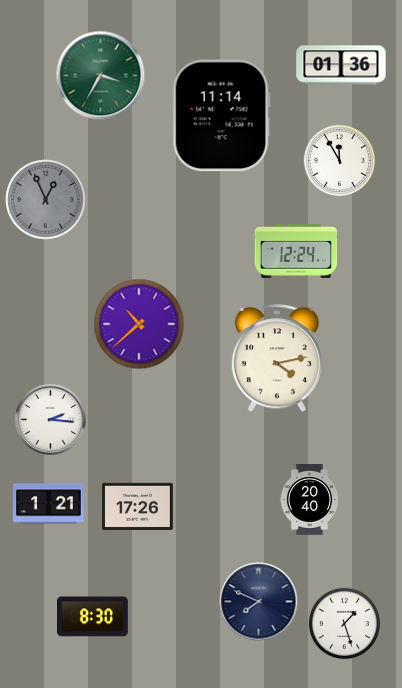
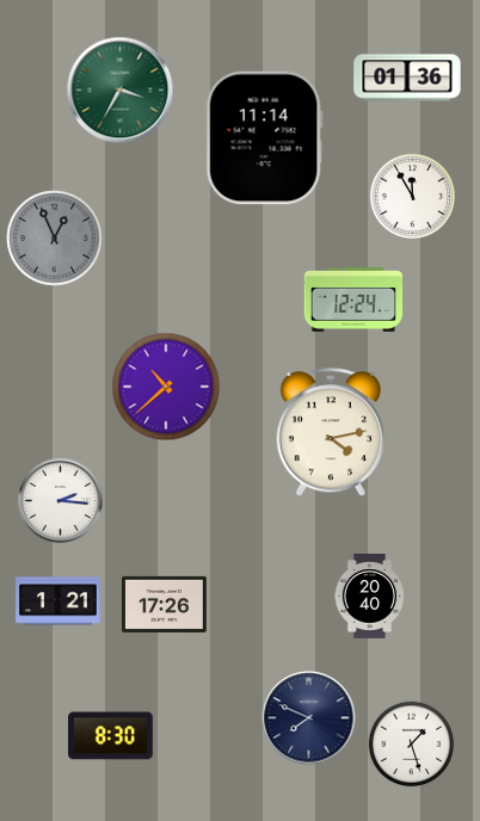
clock at (340, 161) position: (340, 161) -> (413, 197)
clock at (276, 359) position: (276, 359) -> (330, 433)
